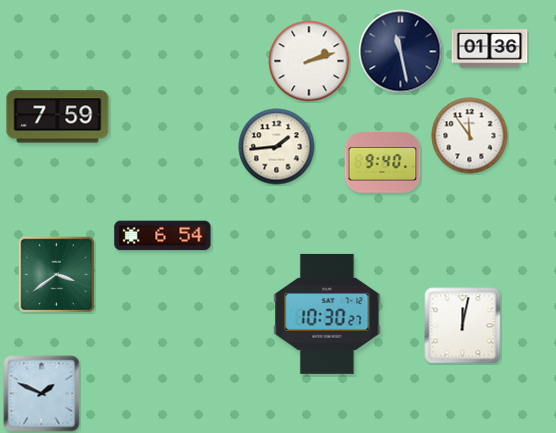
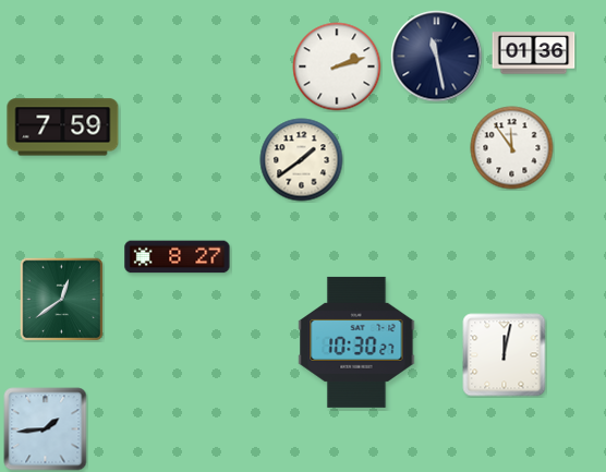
clock at (277, 147): 1:44 -> 1:39
clock at (383, 163): 9:40 -> none
clock at (163, 236): 6:54 -> 8:27
clock at (56, 274): 3:39 -> 12:39
clock at (42, 394): 1:49 -> 1:44
